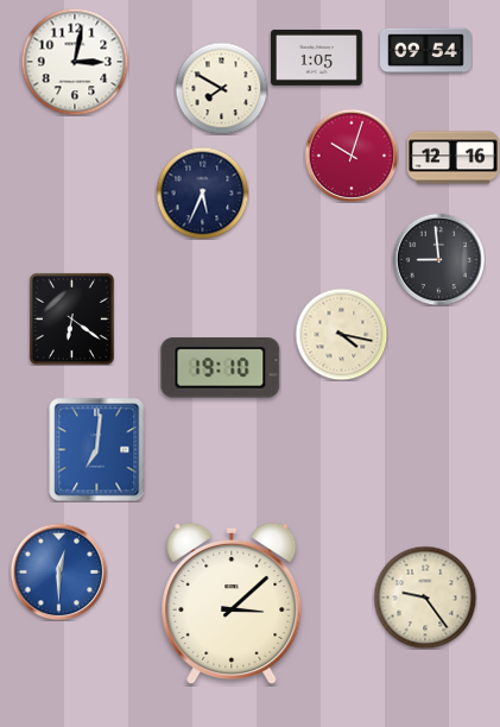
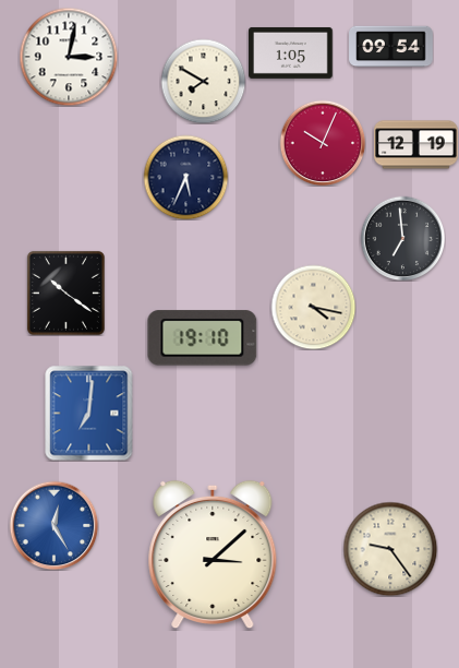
clock at (352, 156): 10:03 -> 10:04
clock at (454, 158): 12:16 -> 12:19
clock at (438, 259): 8:59 -> 6:59
clock at (71, 318): 6:21 -> 10:21
clock at (58, 571): 12:30 -> 12:25
